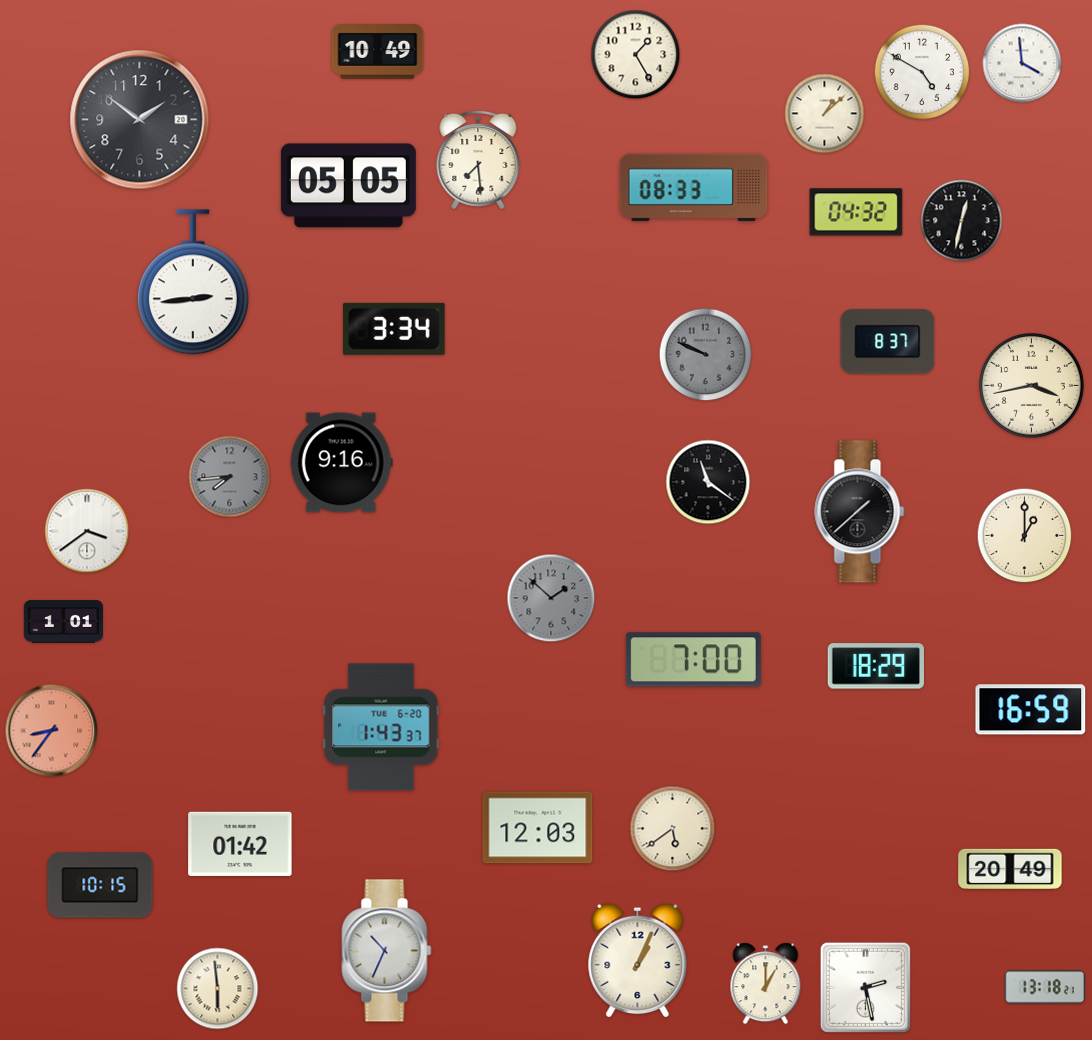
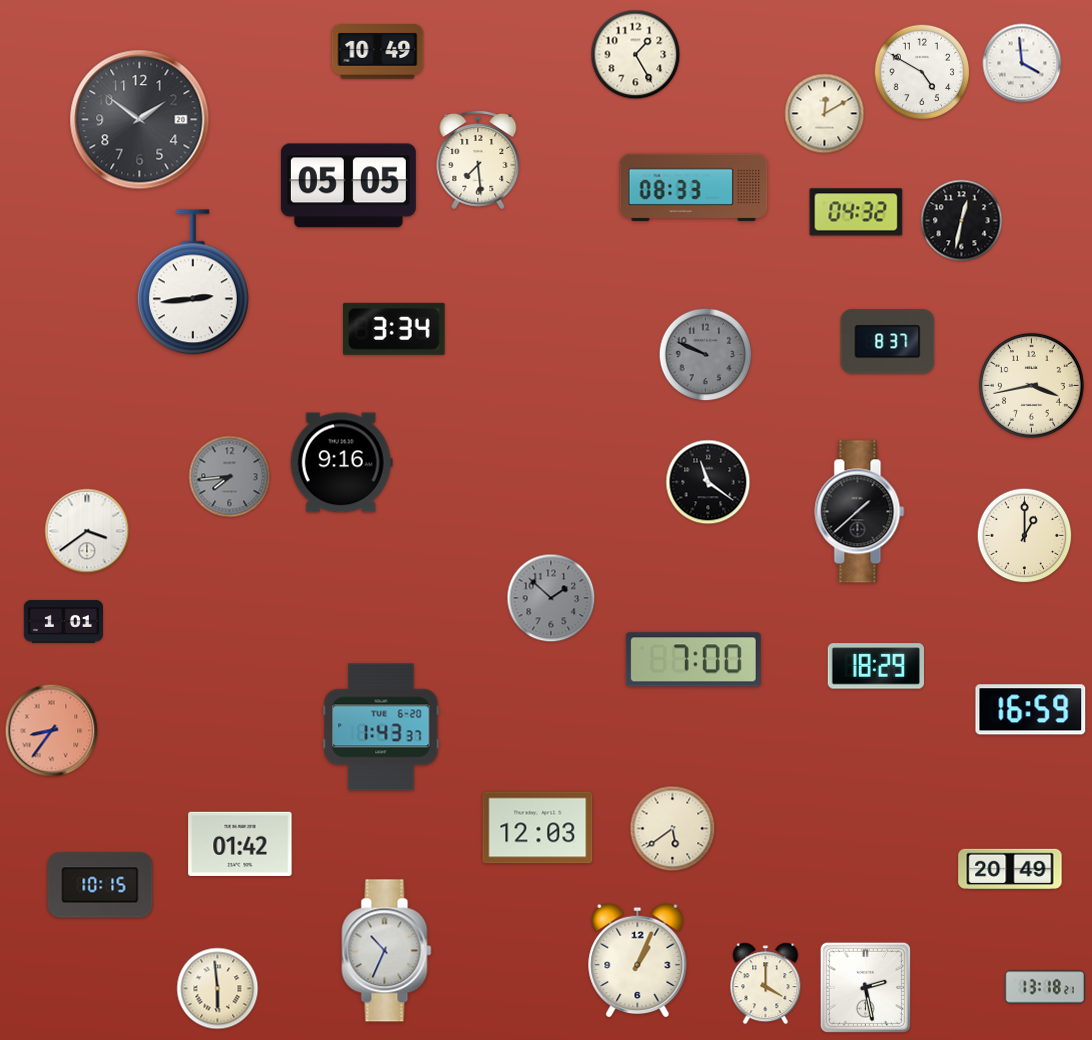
clock at (825, 114): 1:08 -> 12:10
clock at (766, 984): 1:00 -> 4:00
